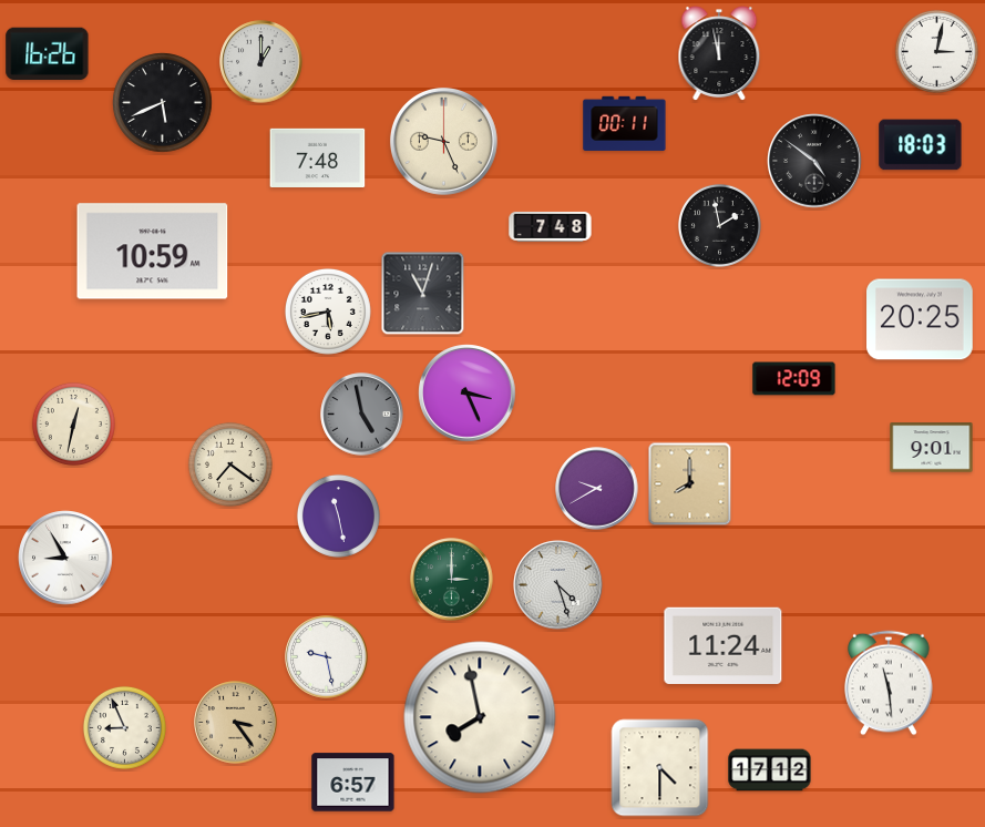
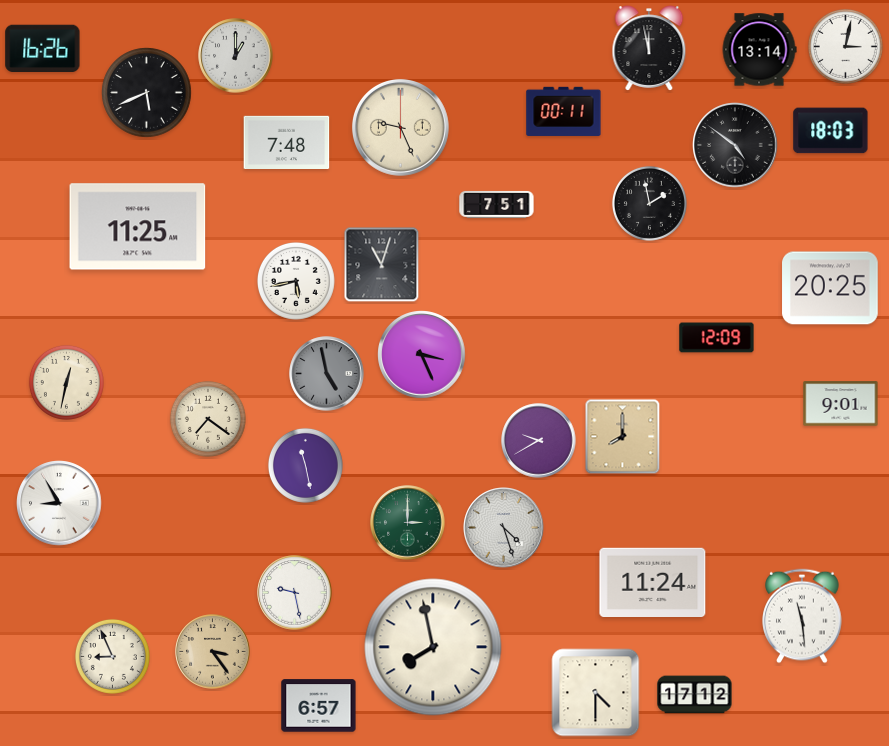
clock at (759, 50): none -> 13:14
clock at (551, 226): 7:48 -> 7:51
clock at (153, 252): 10:59 -> 11:25
clock at (794, 379) position: (794, 379) -> (717, 338)
